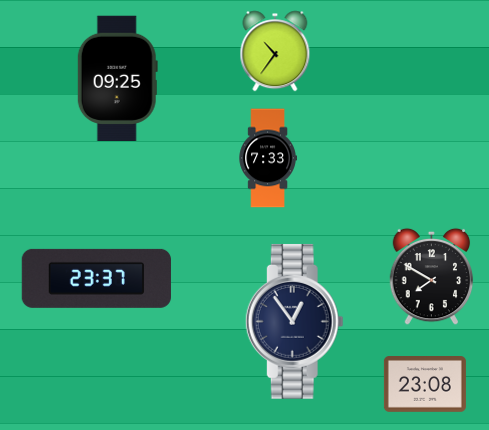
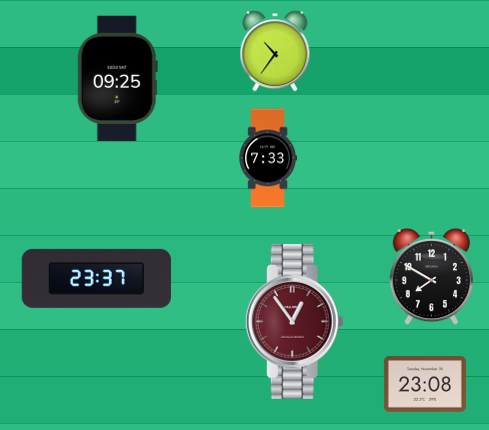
clock at (294, 321) dial: navy -> burgundy
